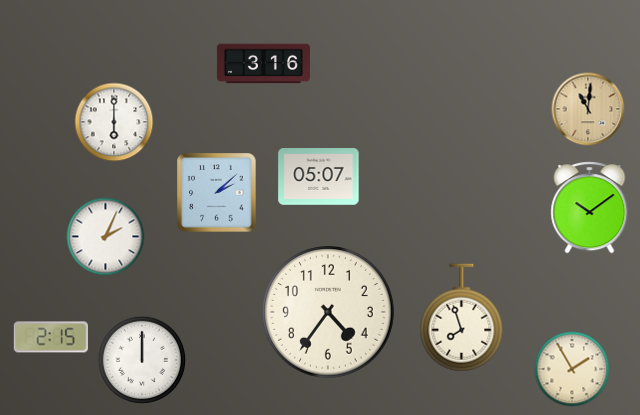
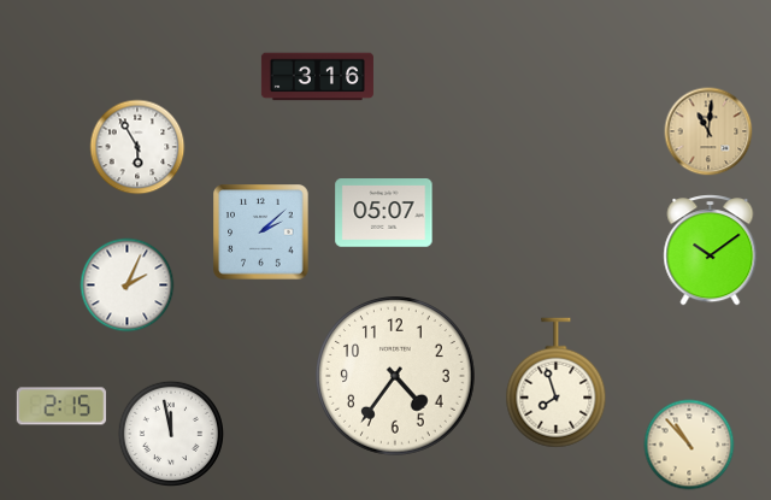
clock at (114, 122): 6:00 -> 5:55
clock at (141, 359): 12:00 -> 11:58
clock at (572, 369): 1:55 -> 10:53
